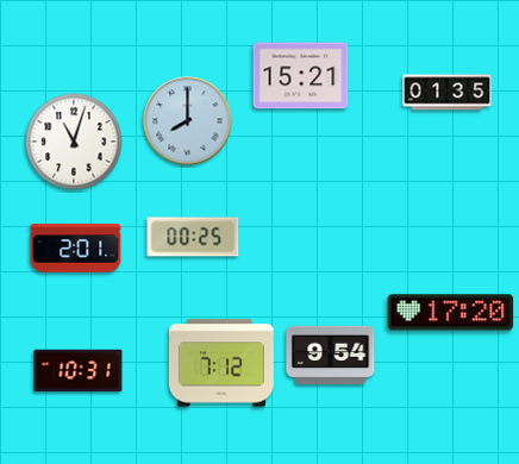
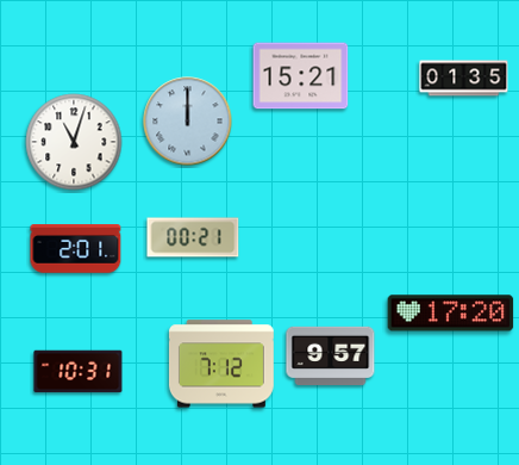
clock at (448, 93) position: (448, 93) -> (464, 79)
clock at (188, 121): 8:00 -> 12:00
clock at (193, 237): 00:25 -> 00:21
clock at (331, 355): 9:54 -> 9:57
